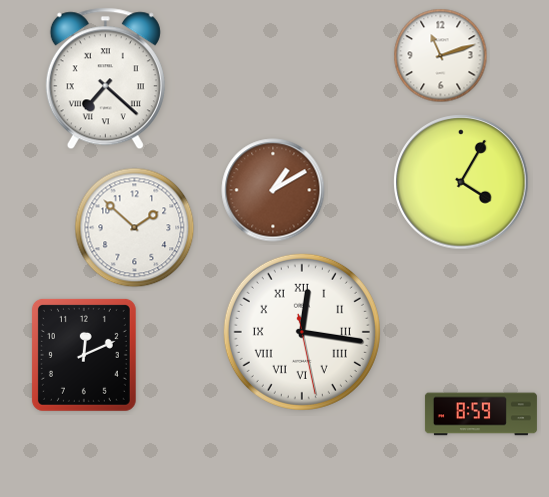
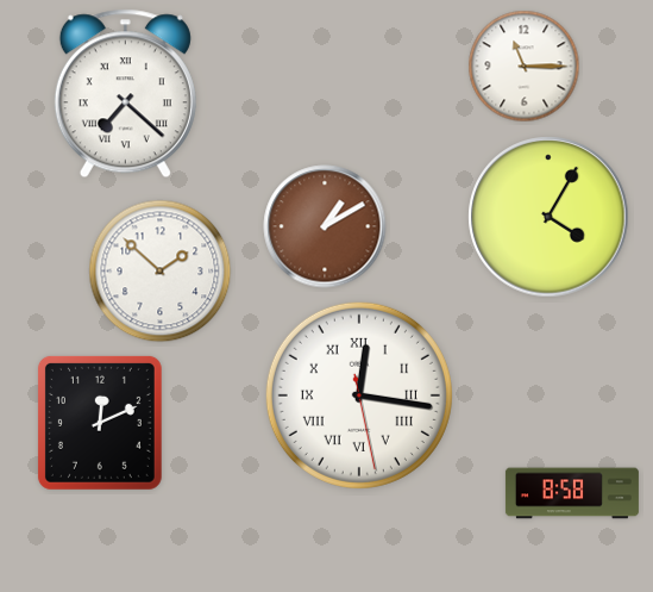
clock at (441, 56): 11:12 -> 11:15
clock at (481, 414): 8:59 -> 8:58
